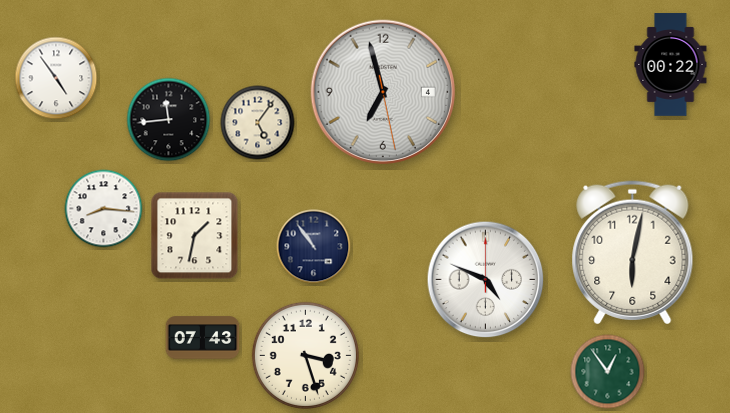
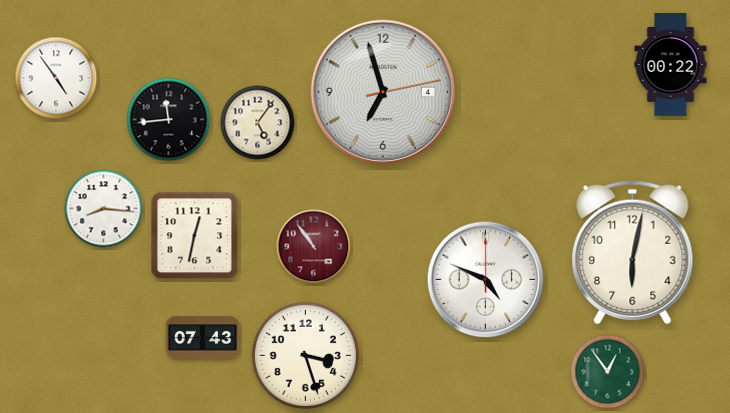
clock at (382, 91): 6:57:28 -> 6:57:13
clock at (195, 236): 1:32 -> 12:32
clock at (314, 247) dial: navy -> burgundy
